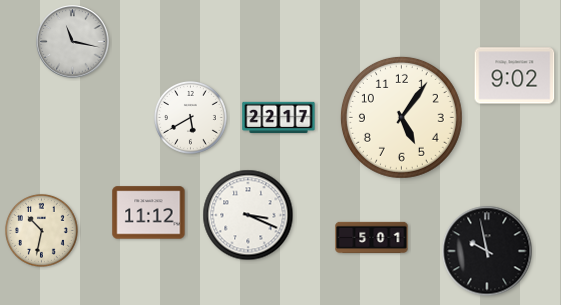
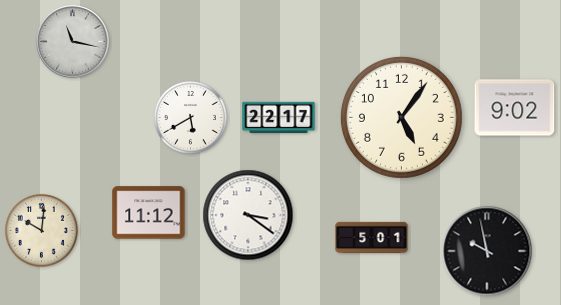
clock at (515, 76) position: (515, 76) -> (515, 108)
clock at (248, 215): 3:19 -> 3:21
clock at (41, 230): 10:32 -> 10:01
